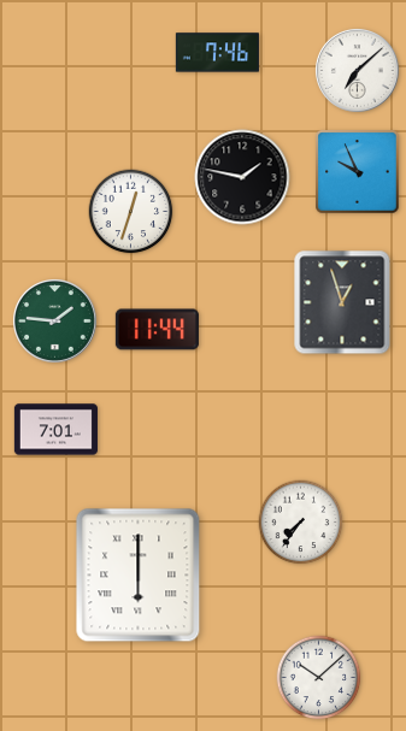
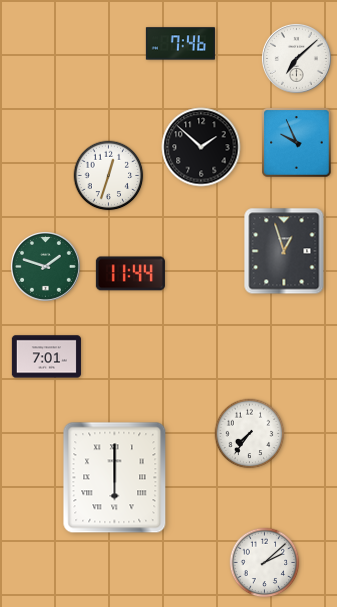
clock at (242, 177): 1:47 -> 1:52
clock at (54, 320): 1:46 -> 1:48
clock at (319, 678): 10:08 -> 2:08
